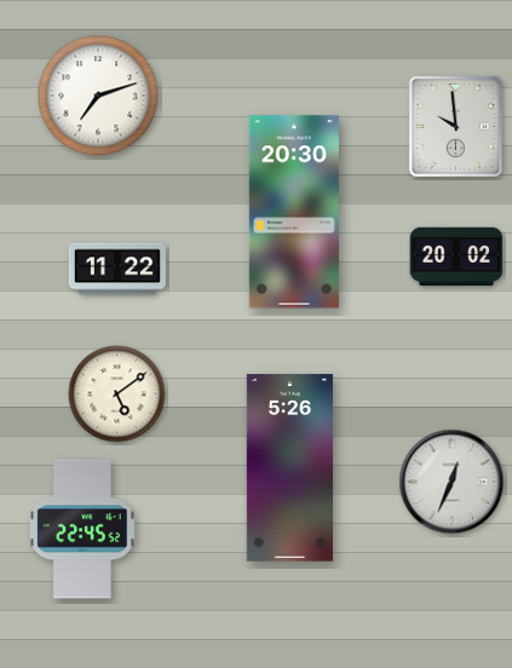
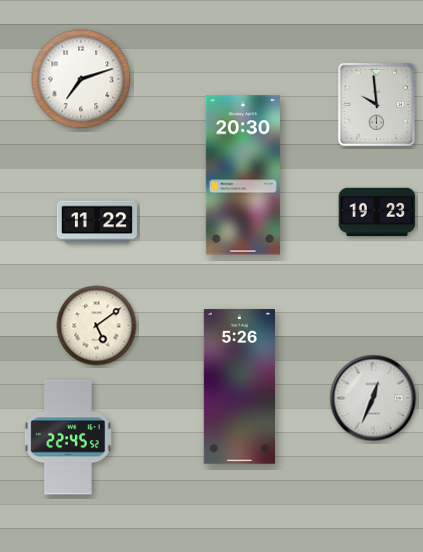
clock at (456, 257): 20:02 -> 19:23
